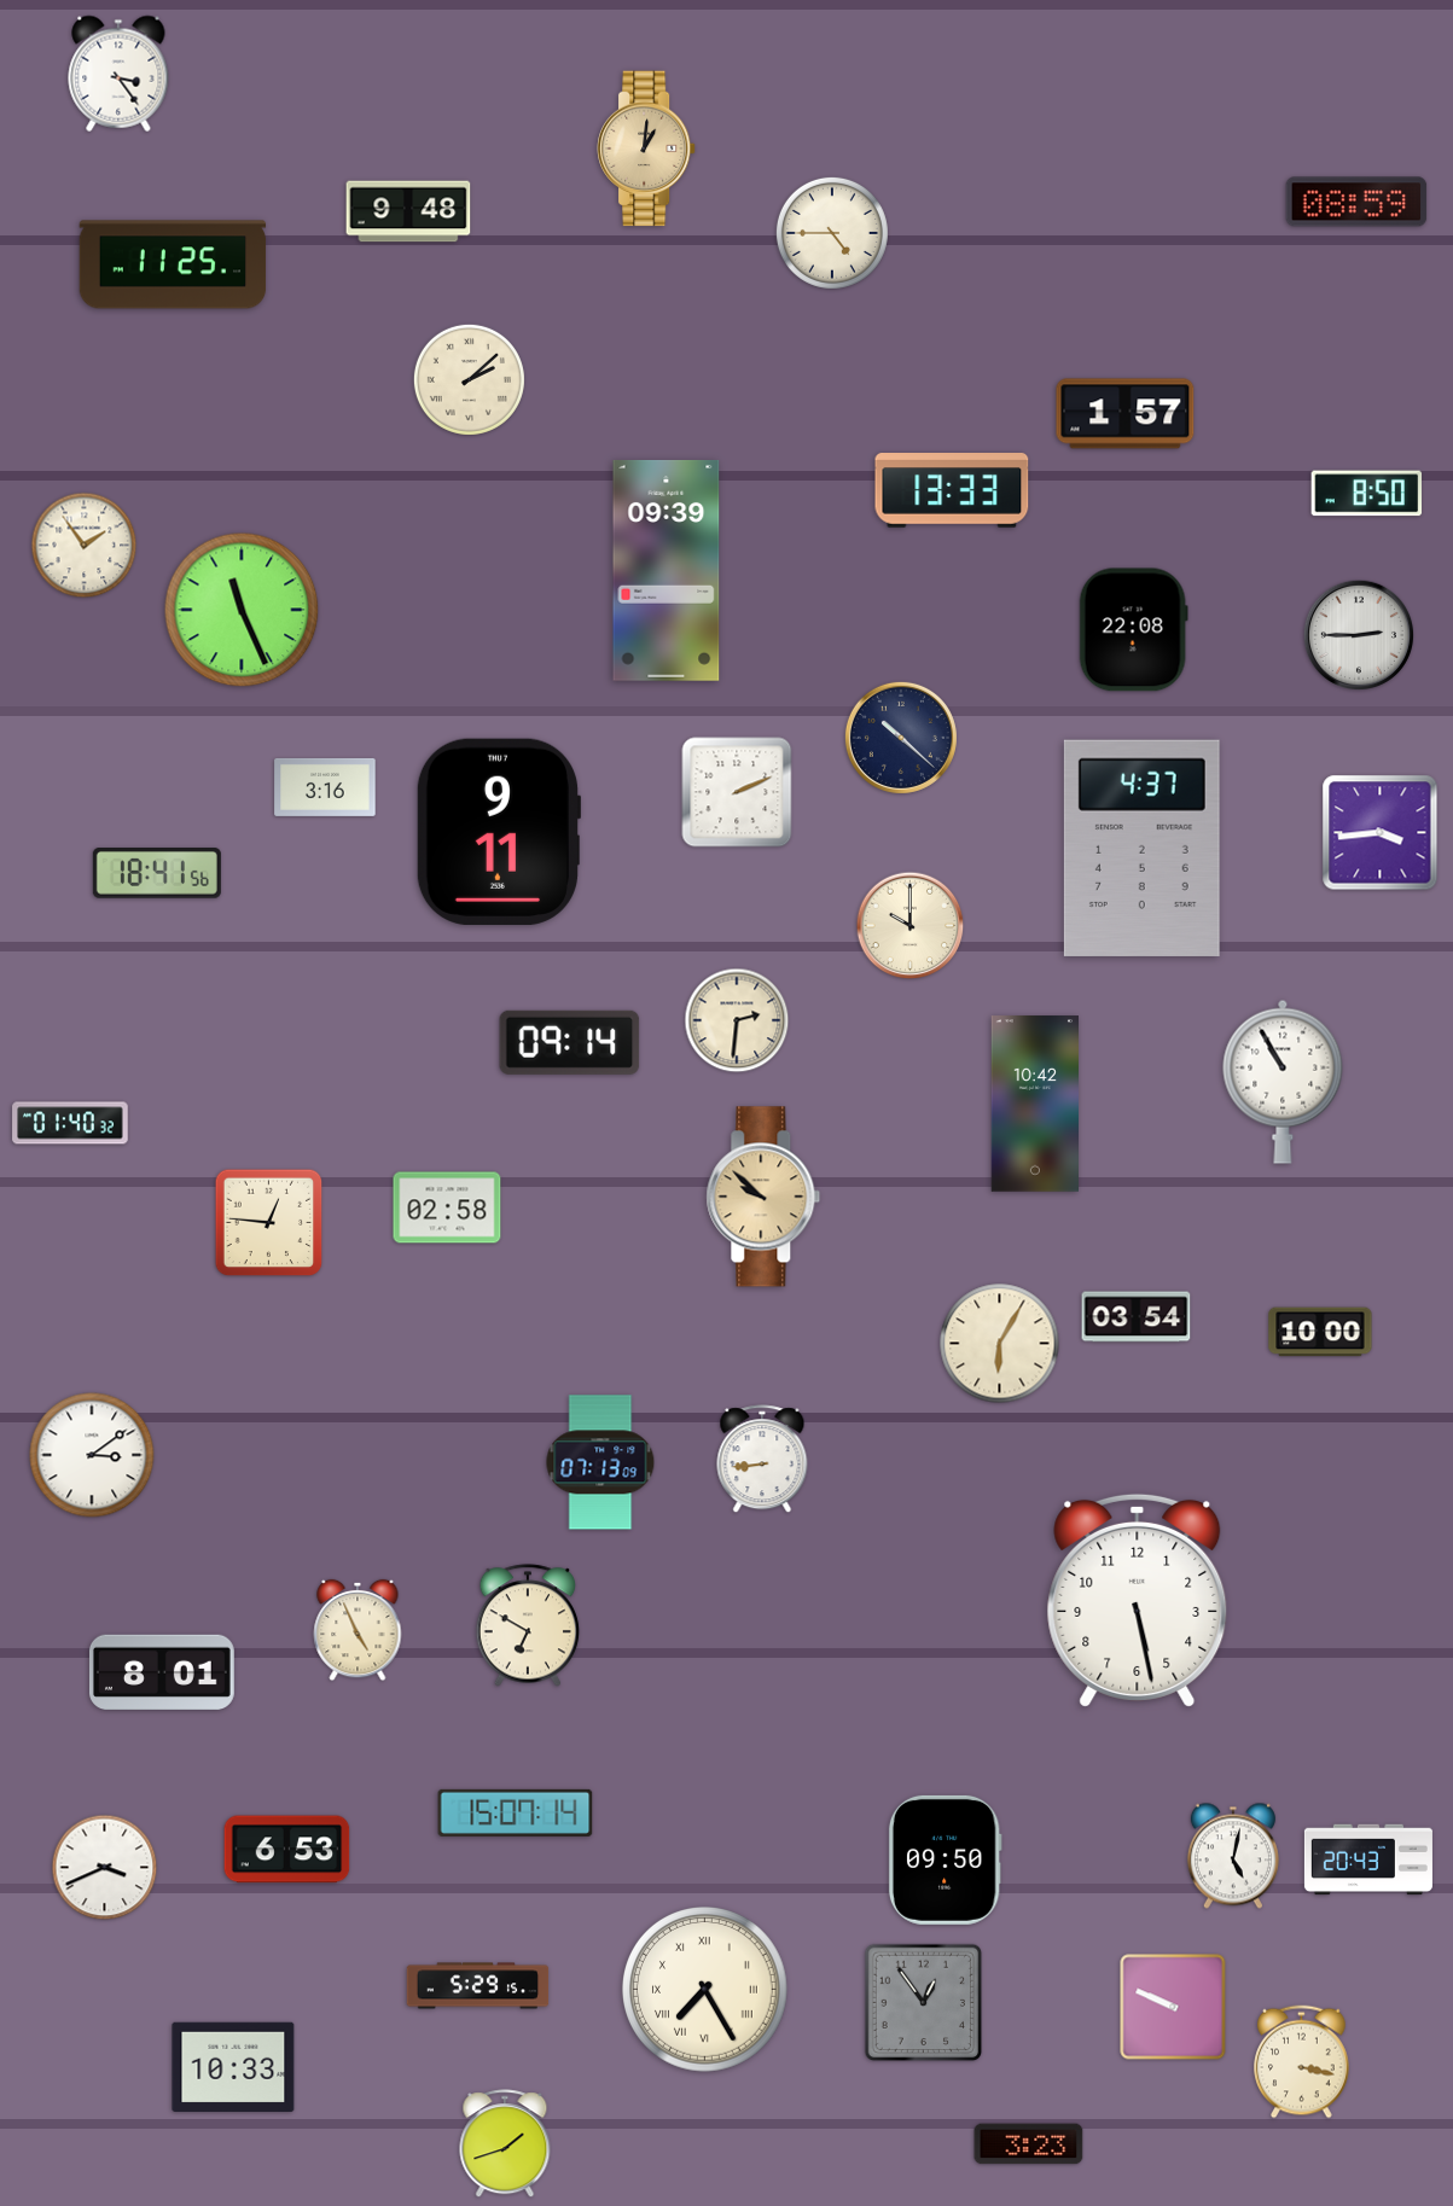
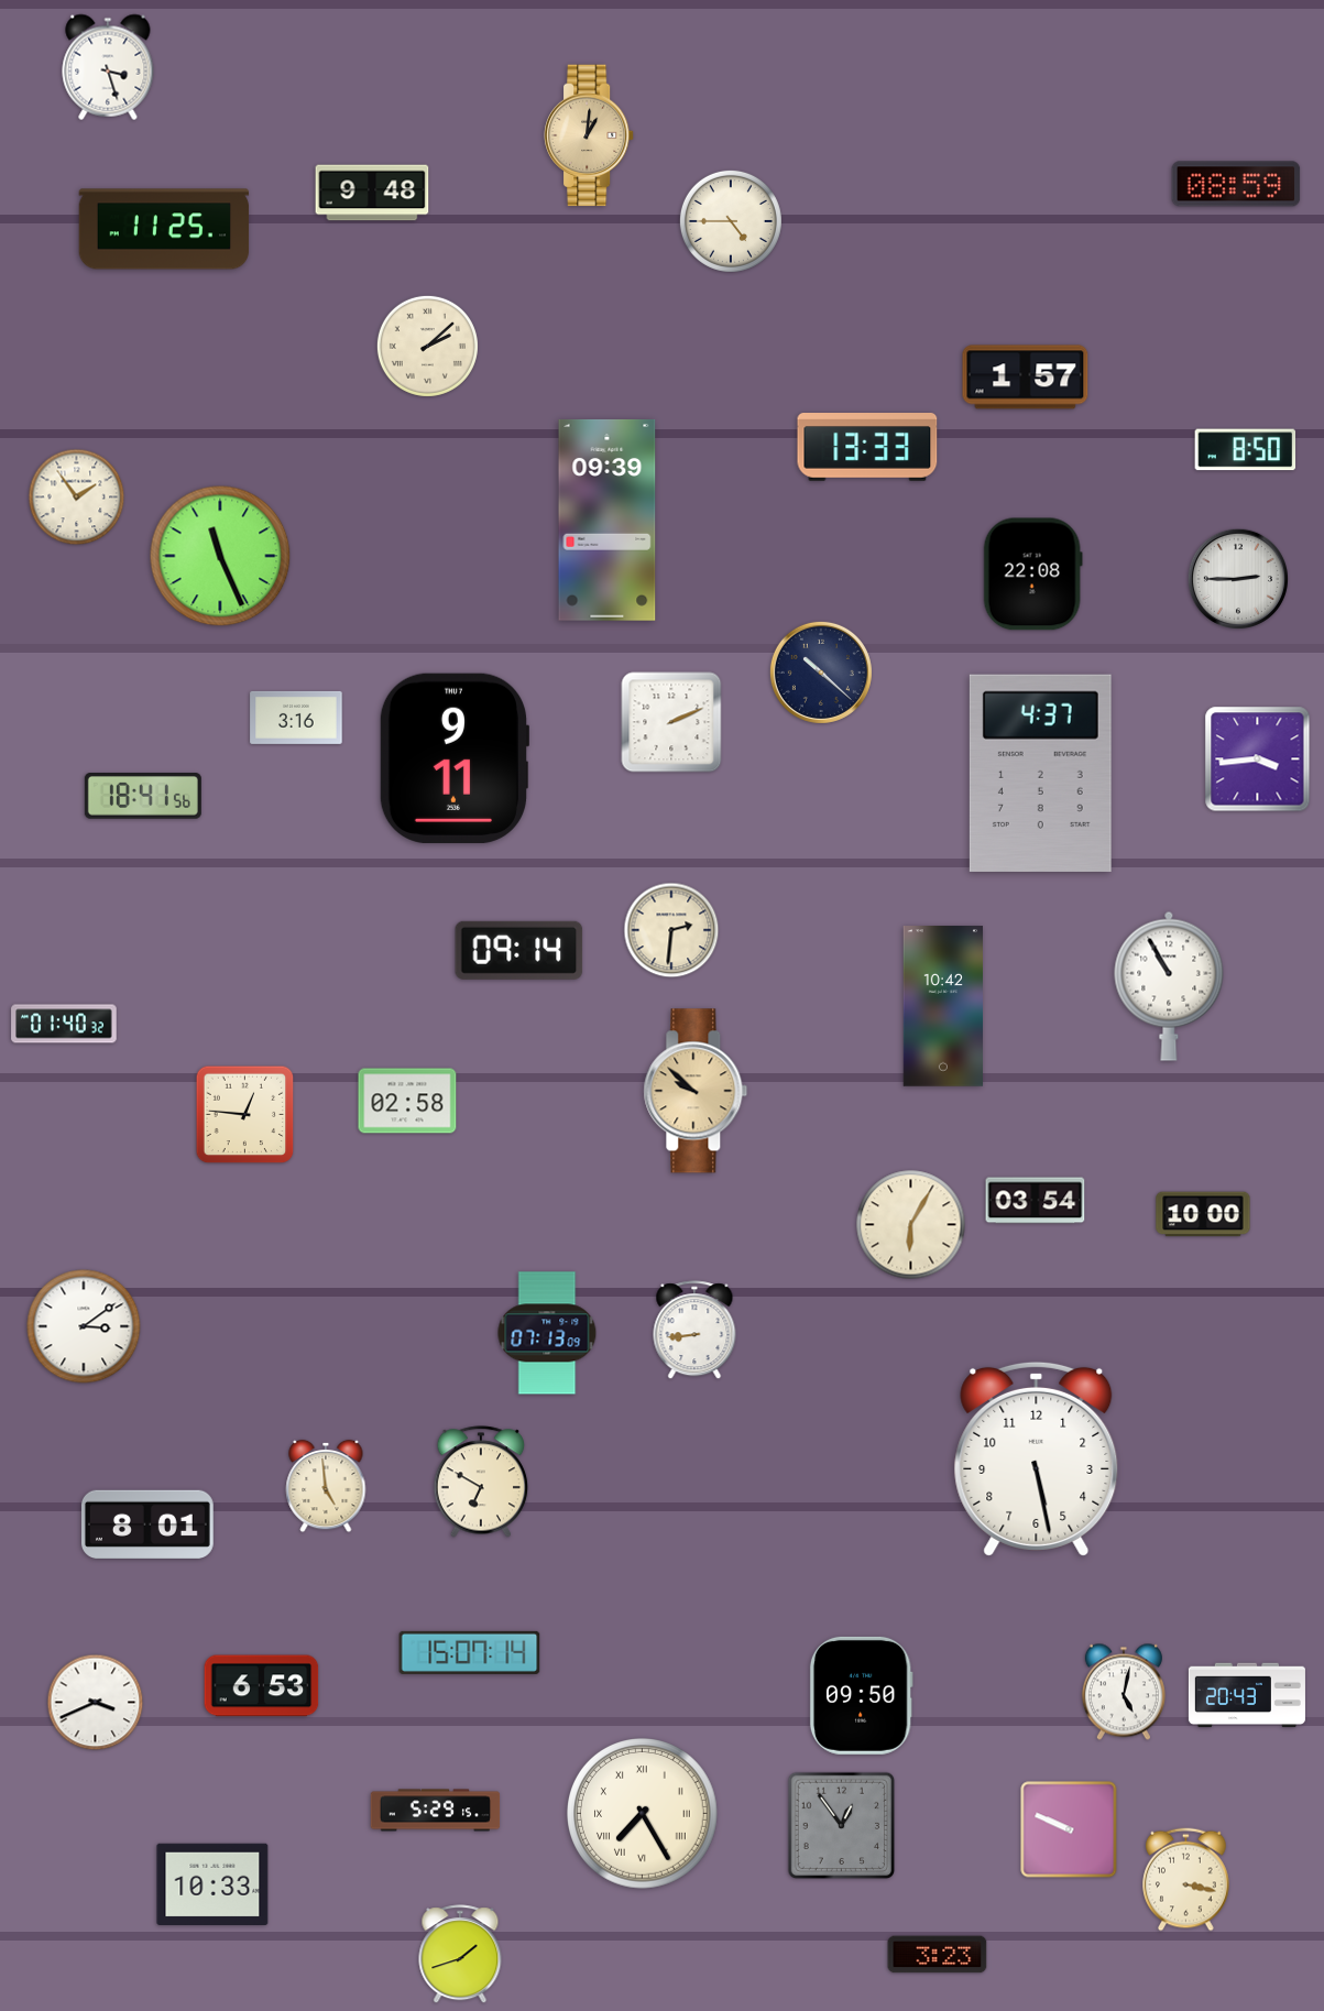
clock at (118, 74): 3:24 -> 3:27
clock at (832, 233) position: (832, 233) -> (731, 221)
clock at (173, 264) position: (173, 264) -> (164, 229)
clock at (911, 926): 10:00 -> none
clock at (358, 1630): 4:56 -> 4:59
